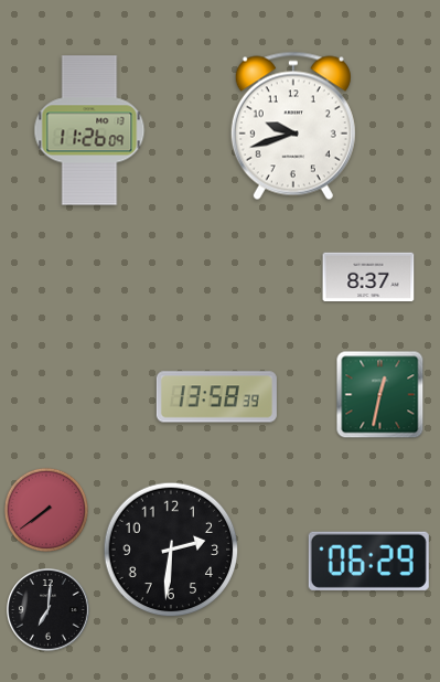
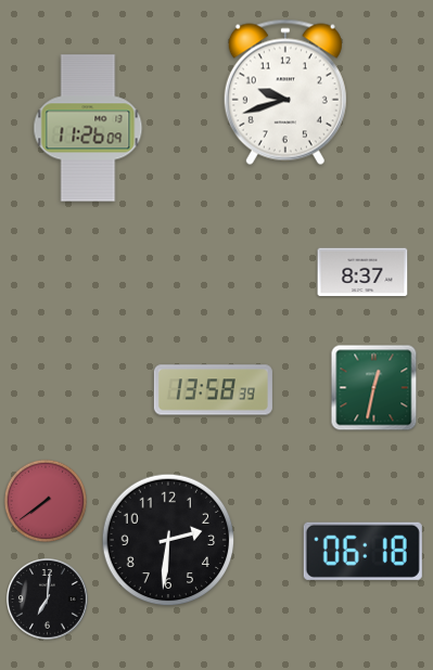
clock at (293, 126) position: (293, 126) -> (285, 92)
clock at (368, 561): 06:29 -> 06:18
